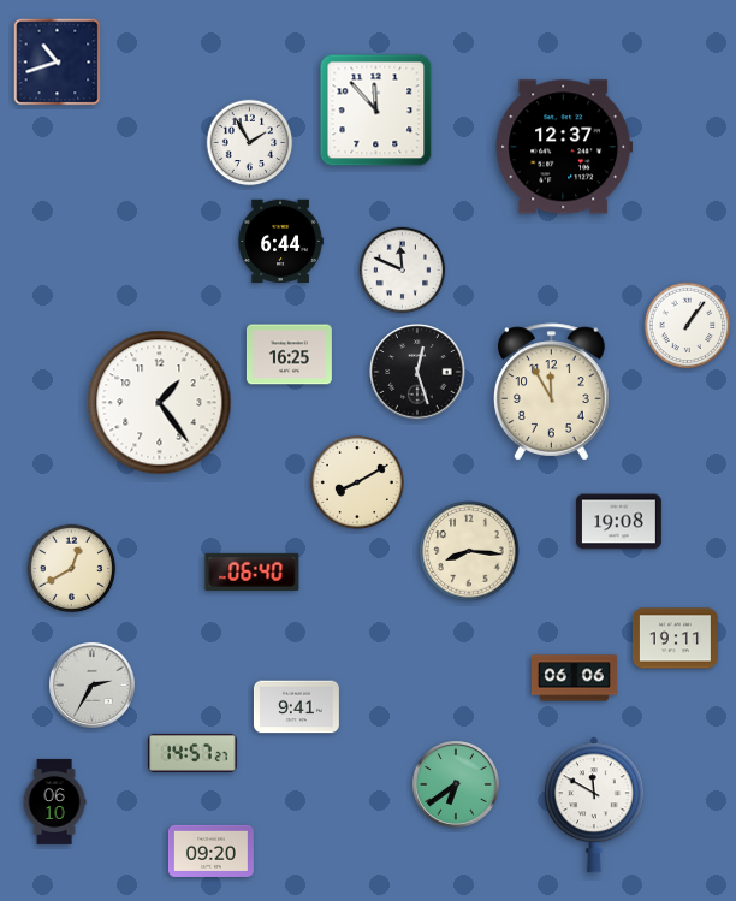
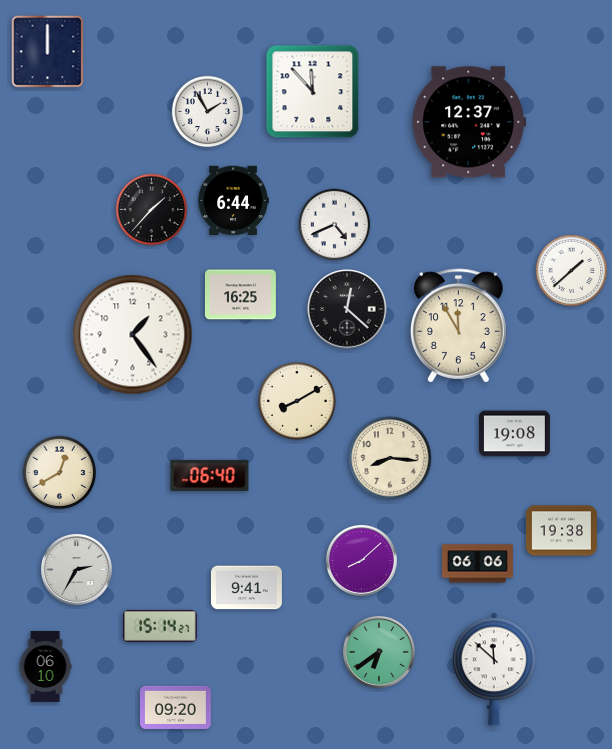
clock at (58, 63): 10:42 -> 12:00
clock at (250, 143) position: (250, 143) -> (208, 112)
clock at (152, 210): none -> 1:37
clock at (403, 271): 11:49 -> 4:41
clock at (688, 326): 1:06 -> 1:38
clock at (417, 372): 12:27 -> 12:22
clock at (675, 639): 19:11 -> 19:38
clock at (361, 560): none -> 8:08
clock at (192, 753): 14:57 -> 15:14
clock at (594, 805): 11:50 -> 11:52
